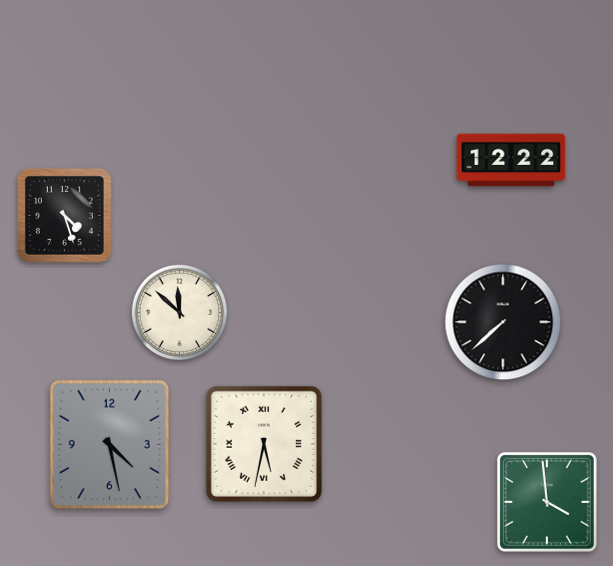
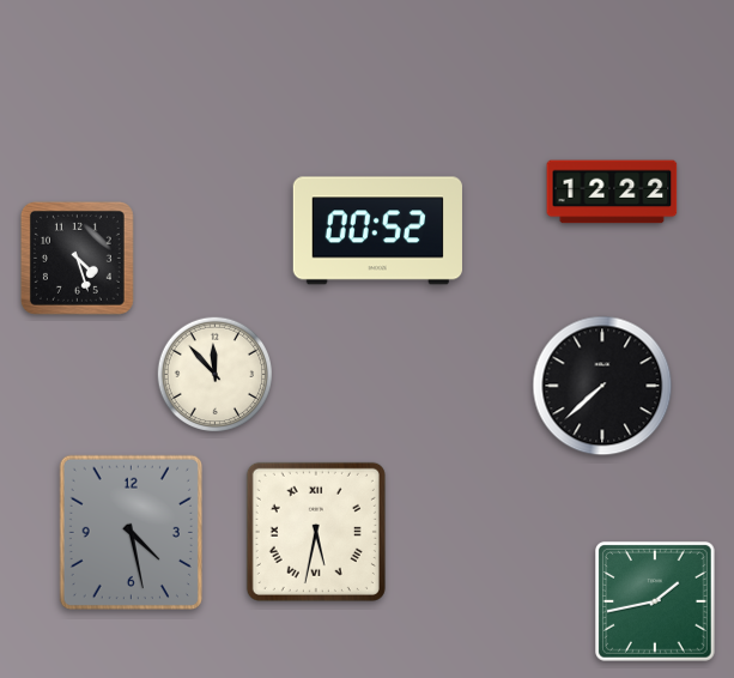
clock at (377, 231): none -> 00:52
clock at (180, 313): 11:52 -> 11:53
clock at (548, 503): 3:59 -> 1:43
